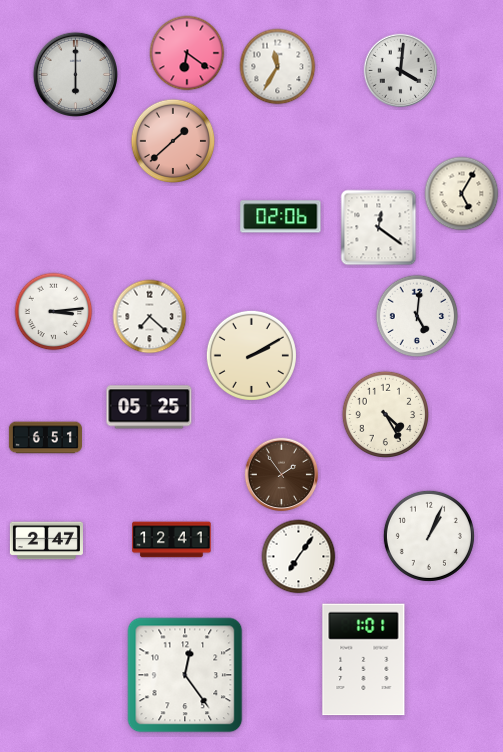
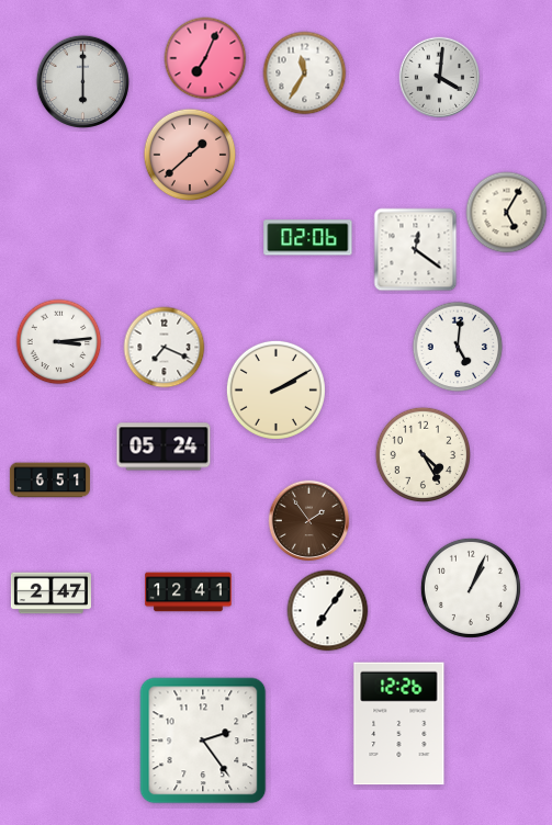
clock at (187, 53): 6:21 -> 7:04
clock at (150, 317): 7:22 -> 7:19
clock at (149, 407): 05:25 -> 05:24
clock at (364, 660): 1:01 -> 12:26
clock at (185, 675): 12:24 -> 2:24
